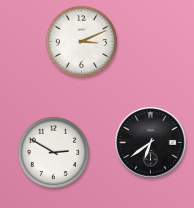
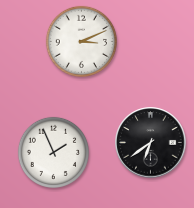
clock at (53, 152): 2:50 -> 1:56
